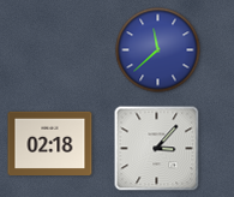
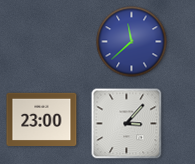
clock at (50, 143): 02:18 -> 23:00
clock at (157, 149) position: (157, 149) -> (127, 124)
